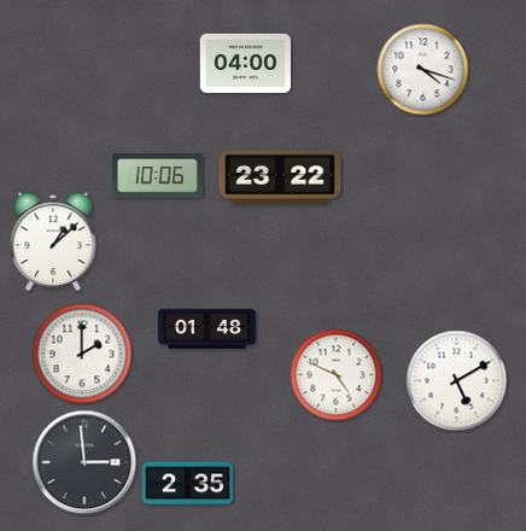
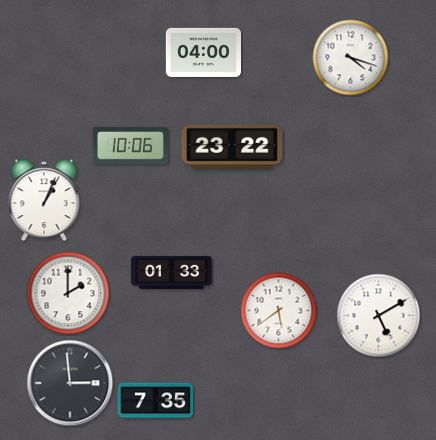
clock at (53, 241): 1:08 -> 1:04
clock at (208, 328): 01:48 -> 01:33
clock at (337, 375): 4:49 -> 5:39
clock at (187, 484): 2:35 -> 7:35
